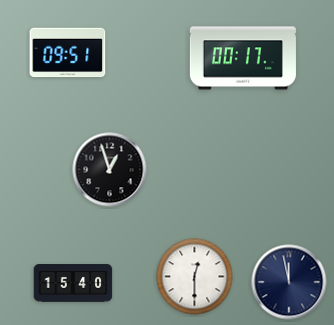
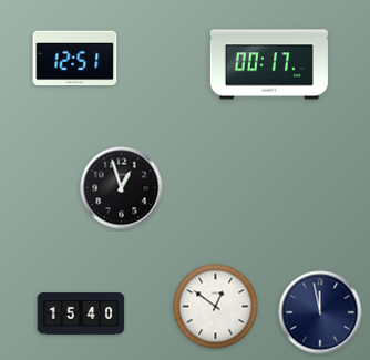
clock at (68, 53): 09:51 -> 12:51
clock at (195, 277): 12:30 -> 12:51
